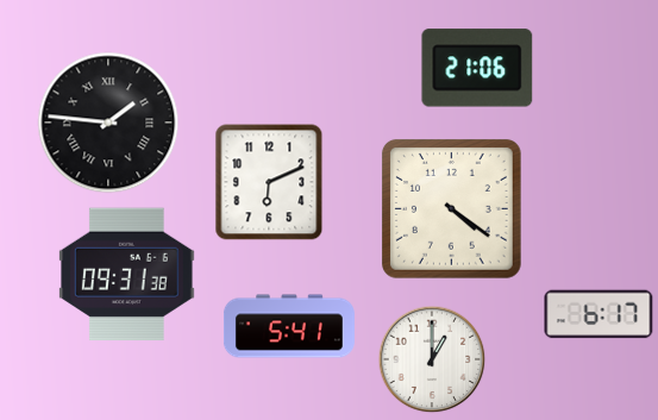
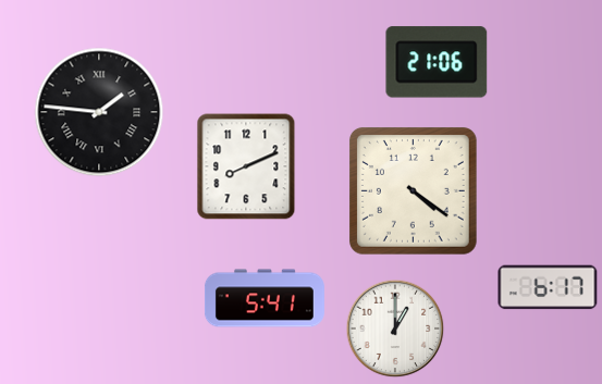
clock at (269, 182): 6:11 -> 8:11
clock at (127, 275): 09:31 -> none
